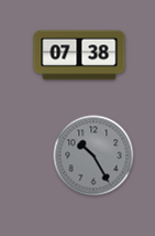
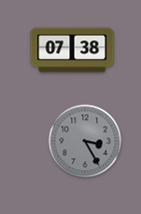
clock at (93, 155): 10:25 -> 3:25
